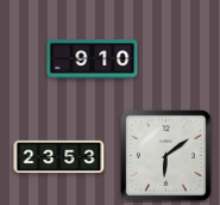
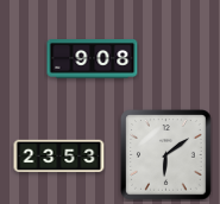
clock at (93, 60): 9:10 -> 9:08
